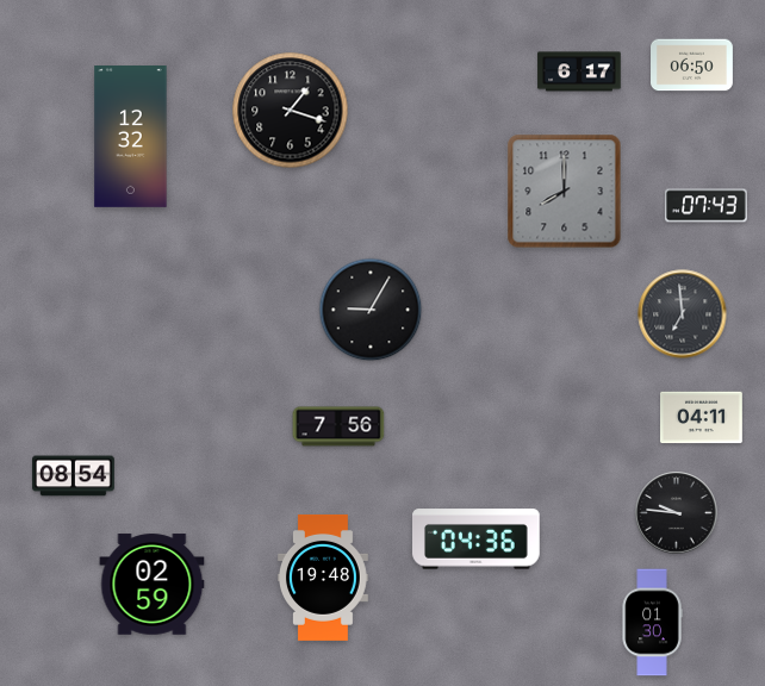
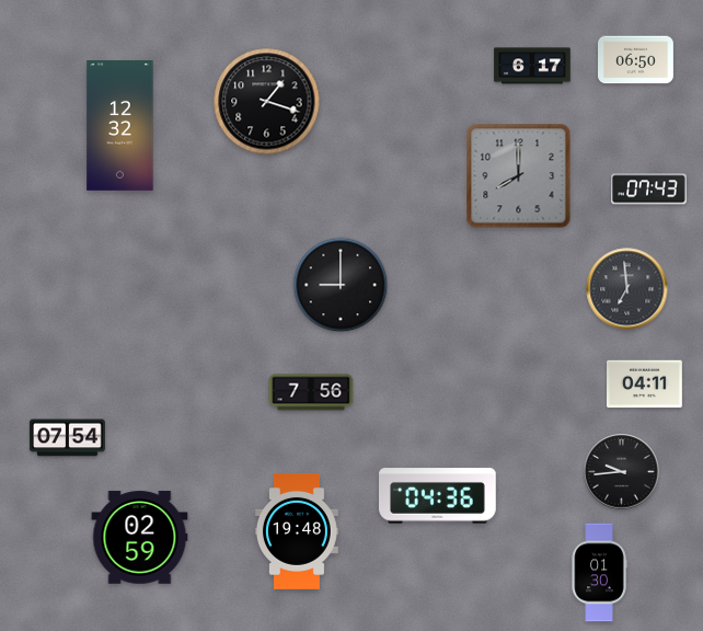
clock at (371, 310): 9:05 -> 9:00
clock at (73, 476): 08:54 -> 07:54
clock at (677, 513): 9:46 -> 9:44
